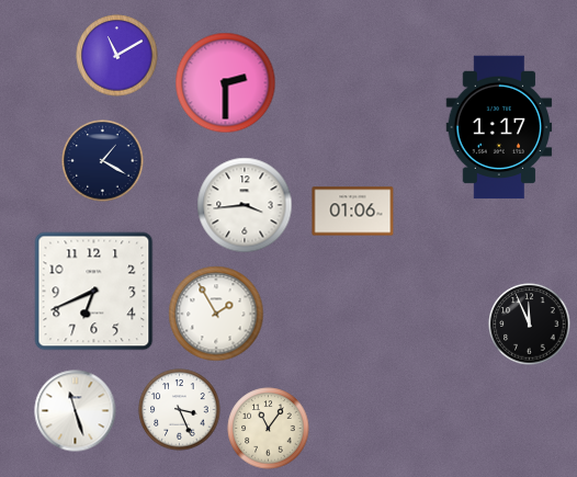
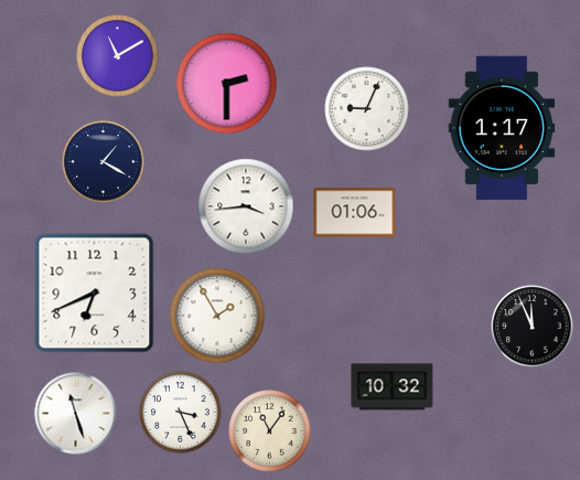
clock at (367, 109): none -> 9:04
clock at (393, 387): none -> 10:32
